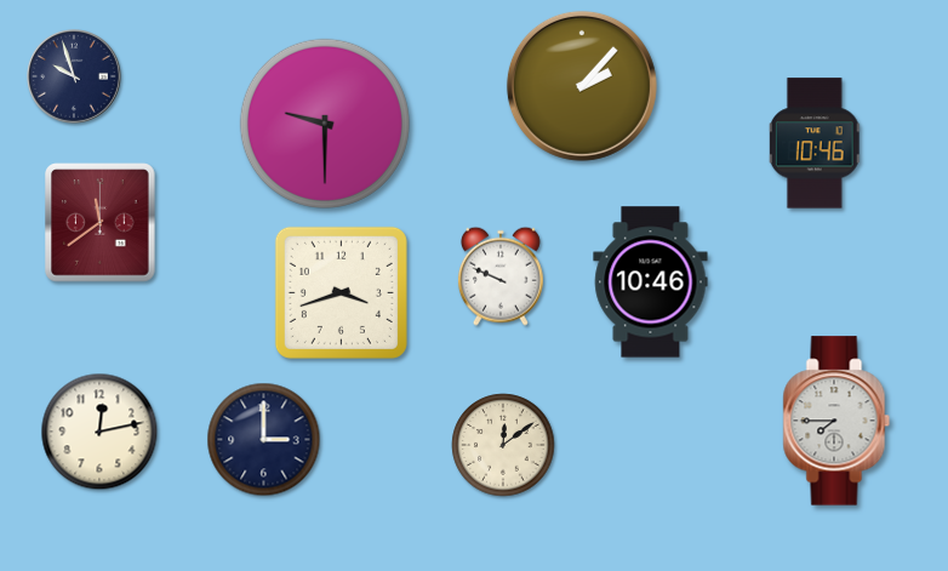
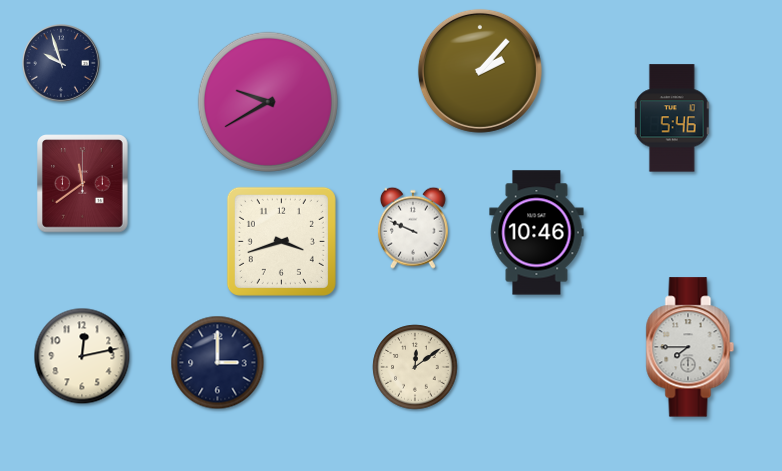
clock at (325, 124): 9:30 -> 9:40
clock at (815, 143): 10:46 -> 5:46
